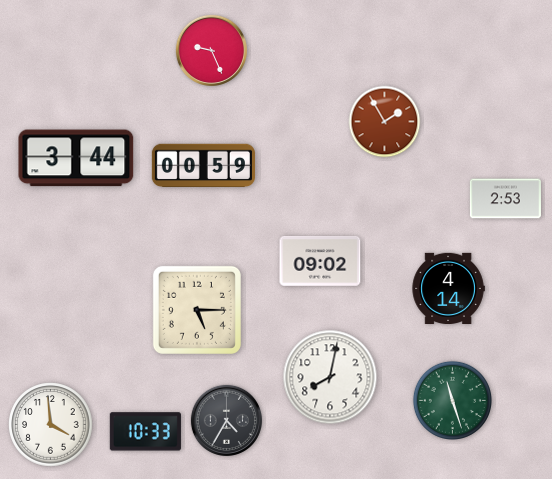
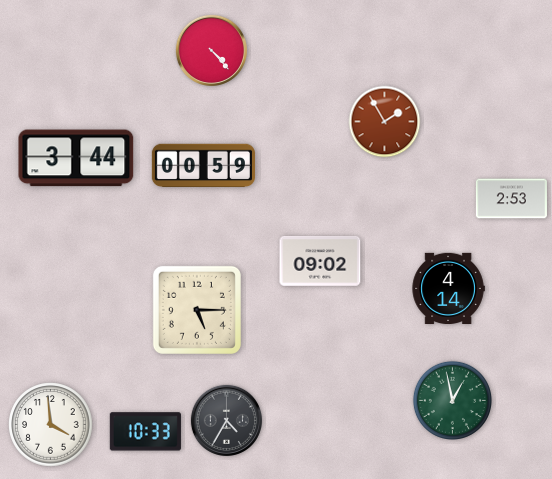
clock at (211, 50): 9:26 -> 4:23
clock at (505, 199) position: (505, 199) -> (511, 199)
clock at (330, 377): 8:02 -> none
clock at (452, 400): 11:27 -> 12:58
